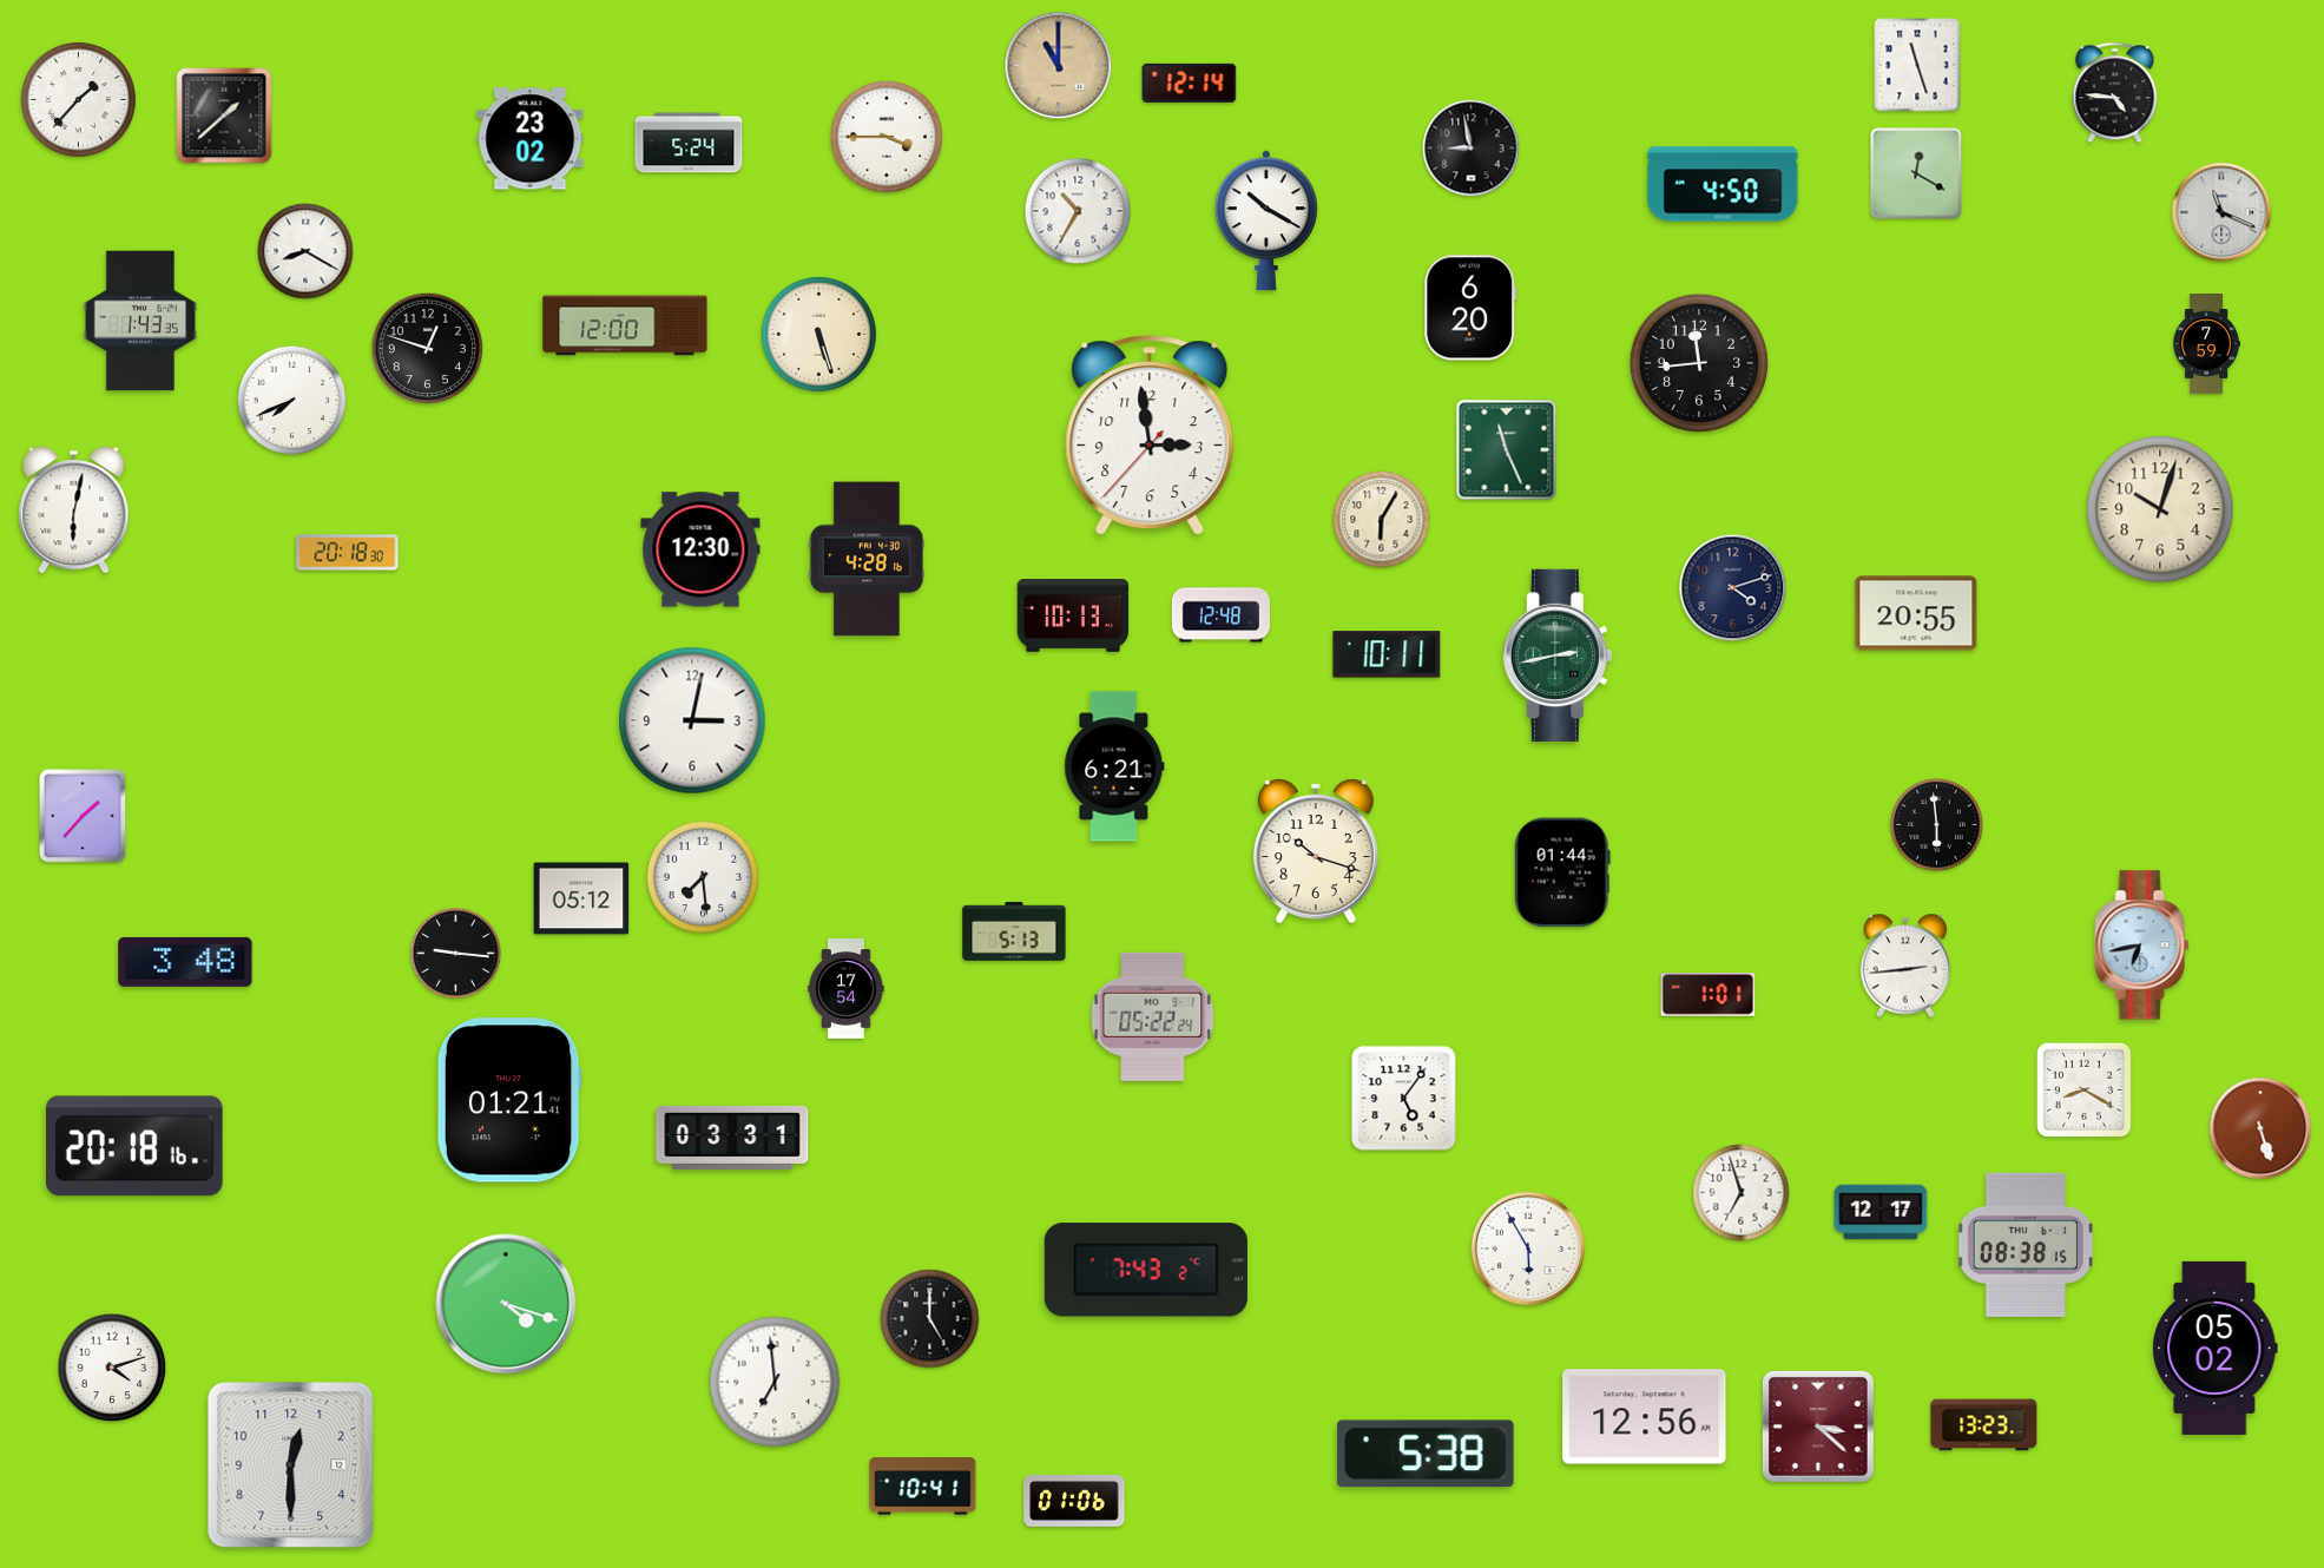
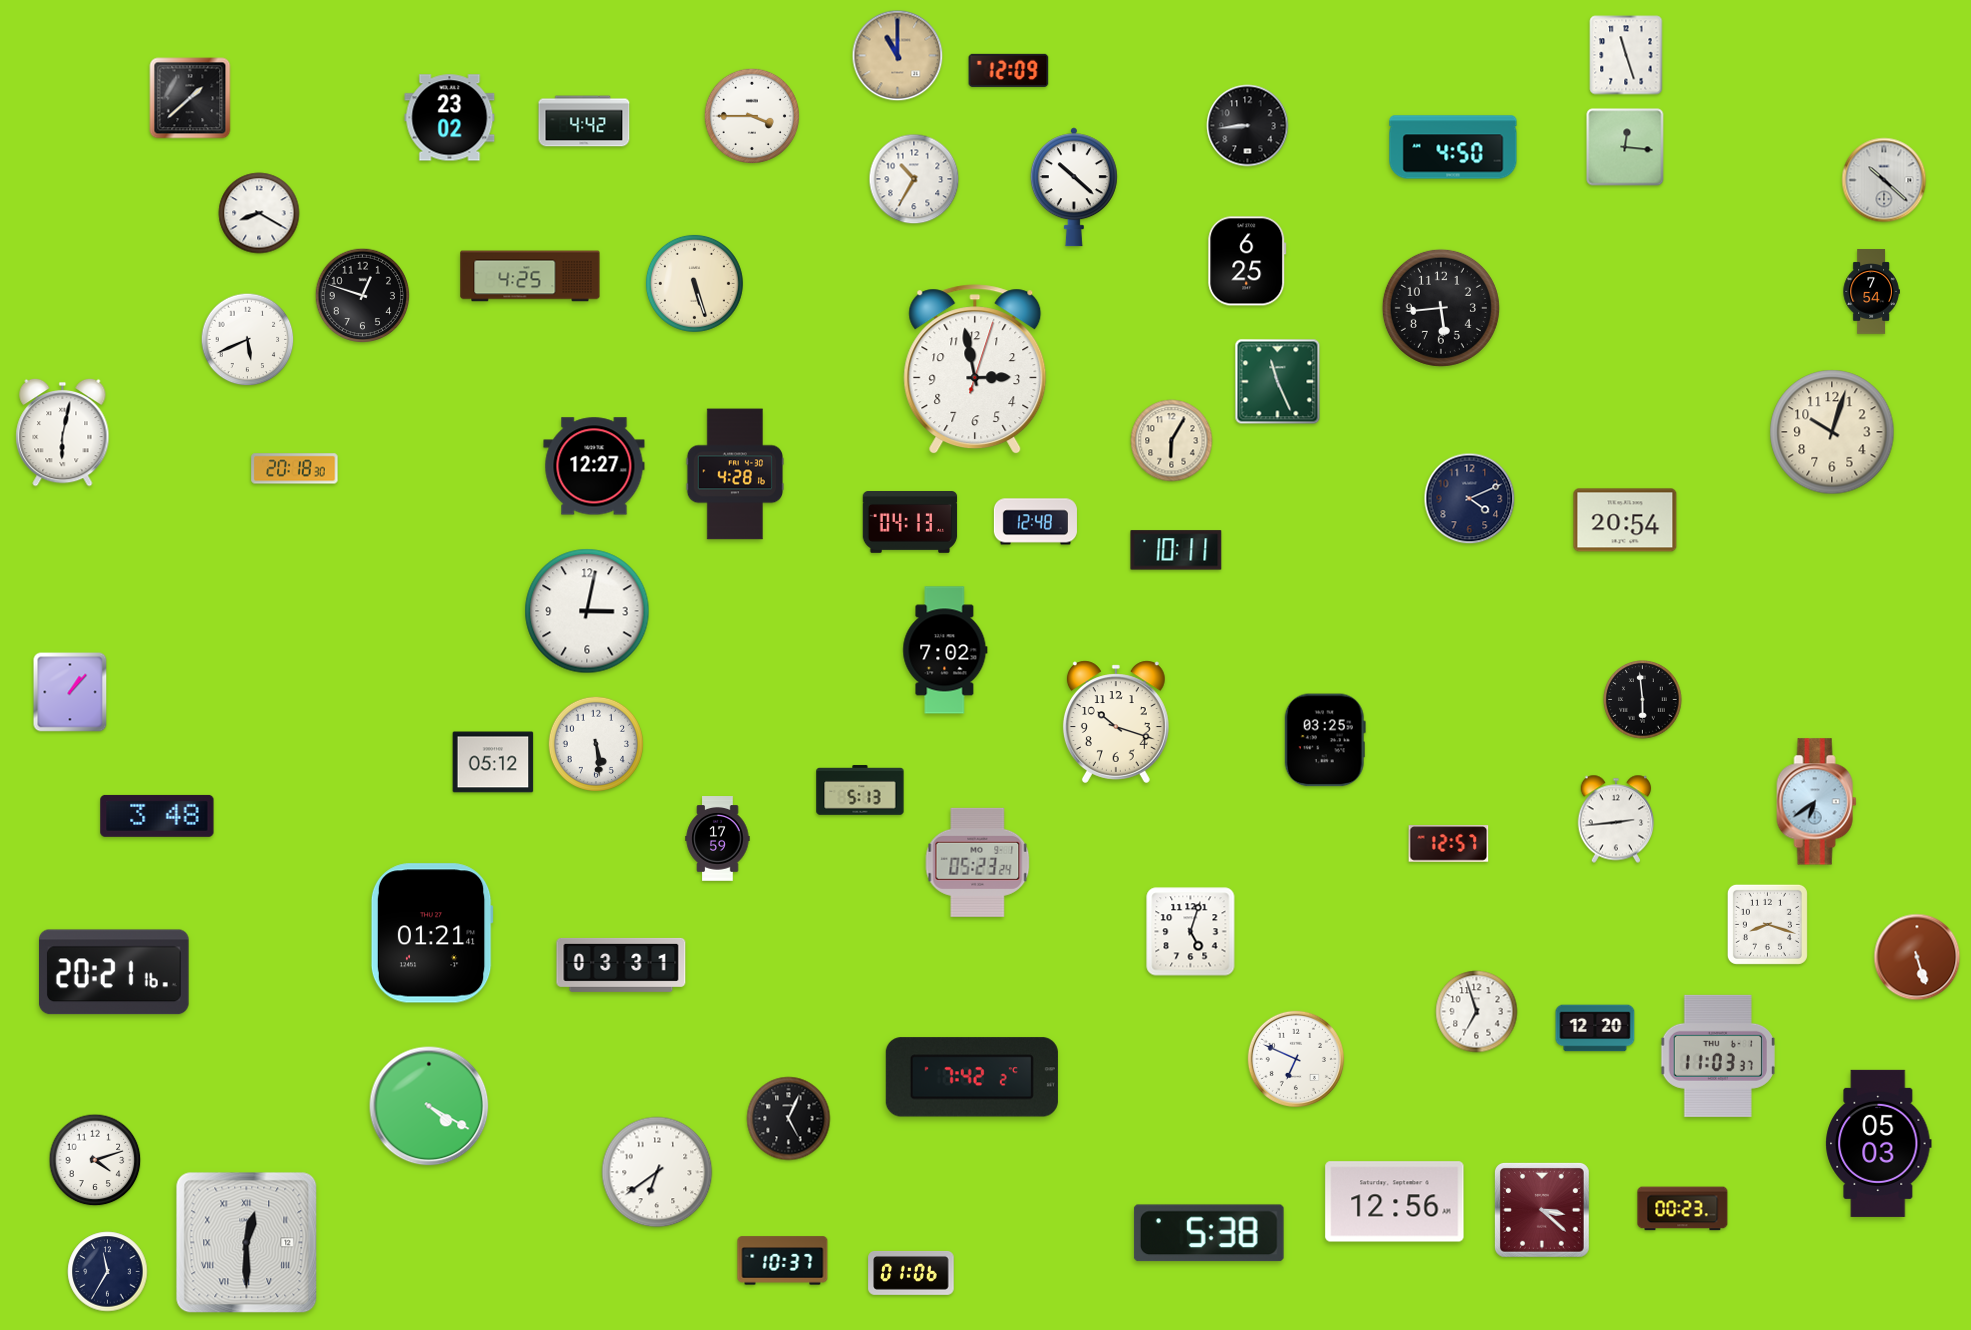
clock at (1190, 83): 12:14 -> 12:09
clock at (2115, 93): 4:46 -> none
clock at (78, 99): 1:37 -> none
clock at (689, 143): 5:24 -> 4:42
clock at (1472, 149): 8:58 -> 8:44
clock at (1916, 173): 12:20 -> 12:16
clock at (1723, 184) position: (1723, 184) -> (1453, 147)
clock at (2221, 212): 11:19 -> 10:22
clock at (1266, 220): 10:20 -> 10:22
clock at (1470, 308): 6:20 -> 6:25
clock at (140, 321): 1:43 -> none
clock at (625, 325): 12:00 -> 4:25
clock at (2206, 344): 7:59 -> 7:54
clock at (1699, 363): 11:44 -> 5:44
clock at (292, 401): 7:41 -> 5:41
clock at (1150, 436): 2:58:37 -> 2:58:03
clock at (700, 549): 12:30 -> 12:27
clock at (1733, 588): 4:12 -> 4:11
clock at (1916, 613): 20:55 -> 20:54
clock at (1073, 617): 10:13 -> 04:13
clock at (1387, 654) position: (1387, 654) -> (1176, 550)
clock at (1558, 655): 2:43 -> none
clock at (1114, 766): 6:21 -> 7:02
clock at (83, 816): 1:37 -> 1:07
clock at (1562, 872): 01:44 -> 03:25
clock at (703, 877): 7:29 -> 5:29
clock at (2142, 946): 6:43 -> 6:39
clock at (456, 954): 9:16 -> none
clock at (847, 989): 17:54 -> 17:59
clock at (1709, 995): 1:01 -> 12:57
clock at (1153, 1016): 05:22 -> 05:23
clock at (2083, 1089): 8:20 -> 8:18
clock at (1404, 1099): 5:06 -> 5:03
clock at (134, 1146): 20:18 -> 20:21
clock at (1881, 1212): 12:17 -> 12:20
clock at (2026, 1245): 08:38 -> 11:03
clock at (1528, 1249): 5:55 -> 6:49
clock at (1146, 1270): 7:43 -> 7:42
clock at (506, 1304): 4:18 -> 4:20
clock at (930, 1319): 5:00 -> 5:04
clock at (2216, 1348): 05:02 -> 05:03
clock at (775, 1382): 6:59 -> 6:39
clock at (1984, 1425): 13:23 -> 00:23
clock at (291, 1465) numerals: Arabic -> Roman
clock at (923, 1487): 10:41 -> 10:37
clock at (108, 1272): none -> 11:35
